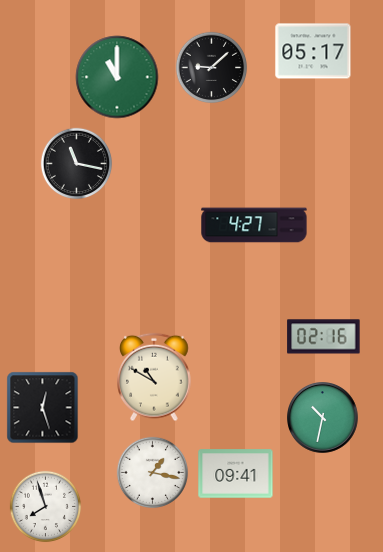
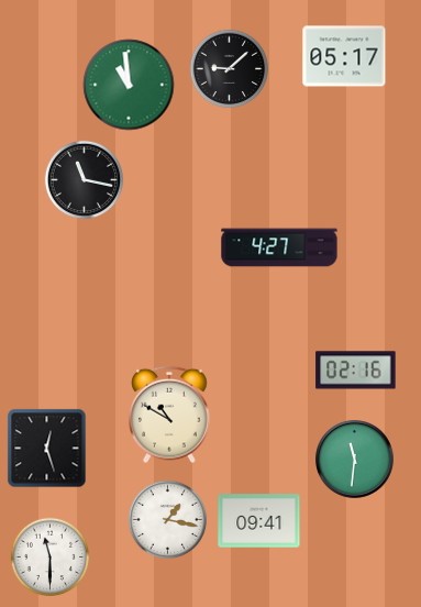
clock at (212, 68) position: (212, 68) -> (230, 69)
clock at (117, 77): 11:00 -> 10:59
clock at (323, 418): 10:32 -> 11:31
clock at (46, 507): 7:57 -> 11:30
